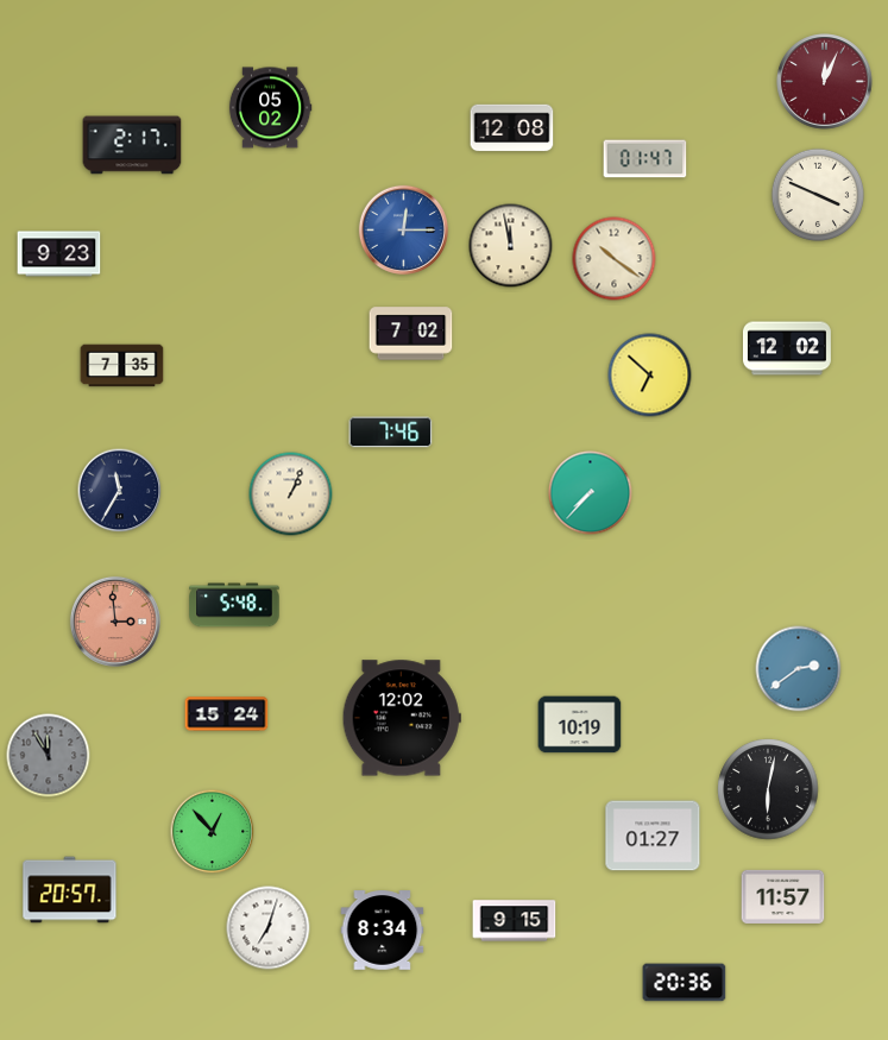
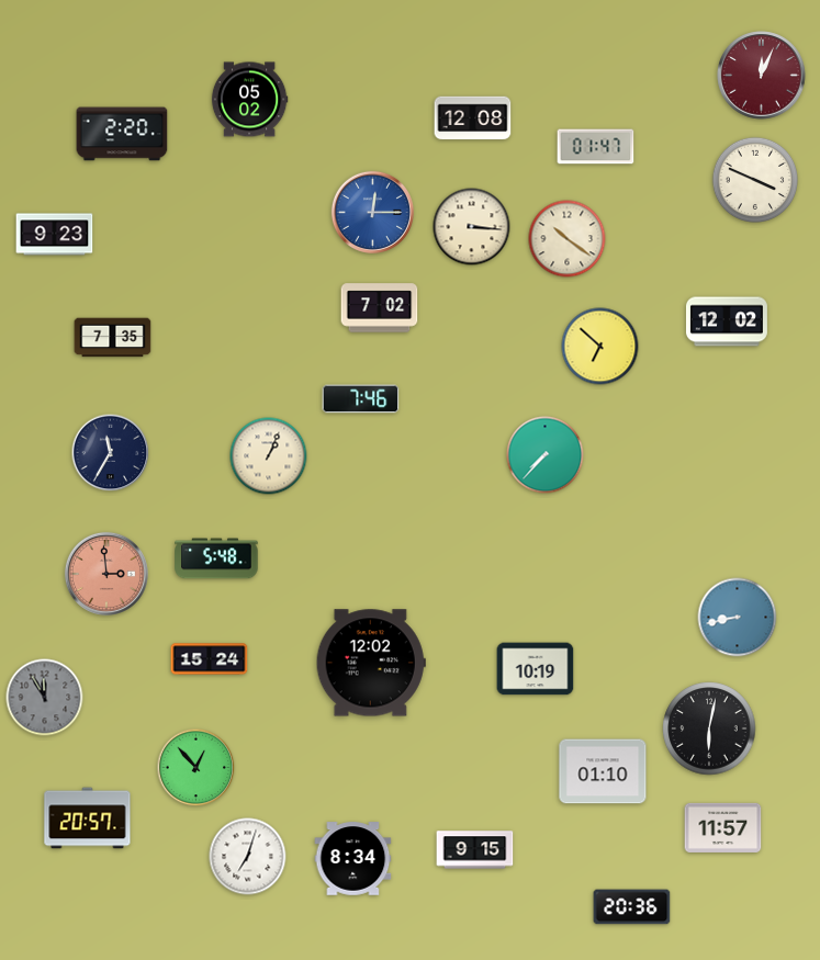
clock at (132, 145): 2:17 -> 2:20
clock at (511, 246): 11:58 -> 3:16
clock at (799, 669): 2:39 -> 8:43
clock at (653, 836): 01:27 -> 01:10
clock at (70, 890) position: (70, 890) -> (88, 818)
